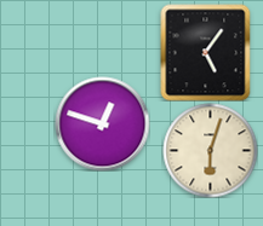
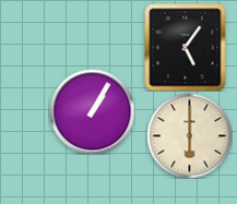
clock at (102, 123): 12:48 -> 1:05
clock at (210, 150): 6:03 -> 6:00
